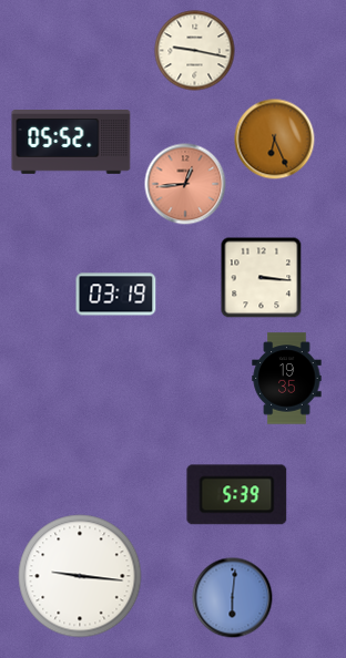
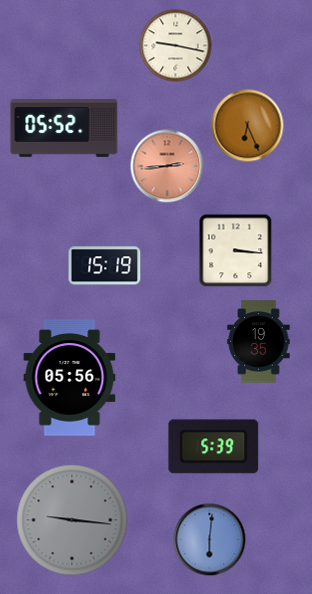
clock at (185, 184): 12:44 -> 2:44
clock at (116, 295): 03:19 -> 15:19
clock at (70, 378): none -> 05:56
clock at (80, 576) dial: white -> grey
